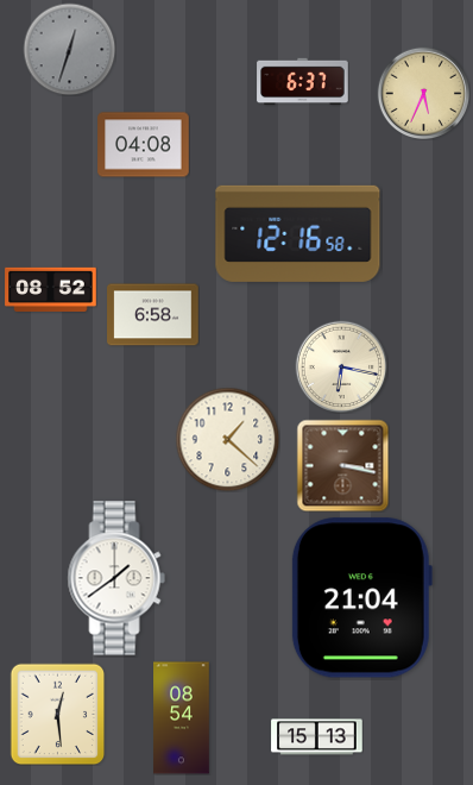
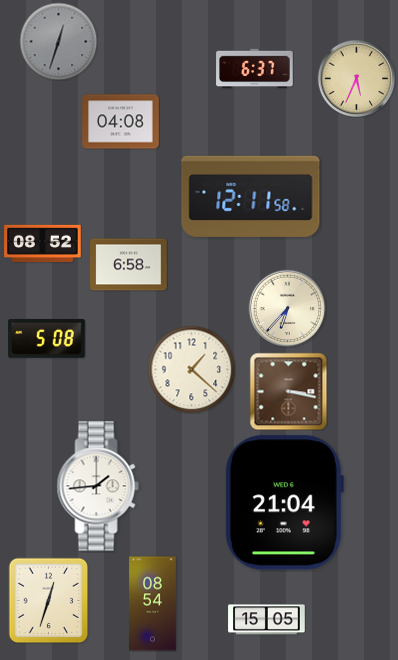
clock at (298, 233): 12:16 -> 12:11
clock at (341, 366): 6:17 -> 6:37
clock at (47, 339): none -> 5:08
clock at (116, 578): 1:39 -> 1:44
clock at (361, 598) position: (361, 598) -> (284, 503)
clock at (58, 714): 12:29 -> 12:33
clock at (317, 737): 15:13 -> 15:05
